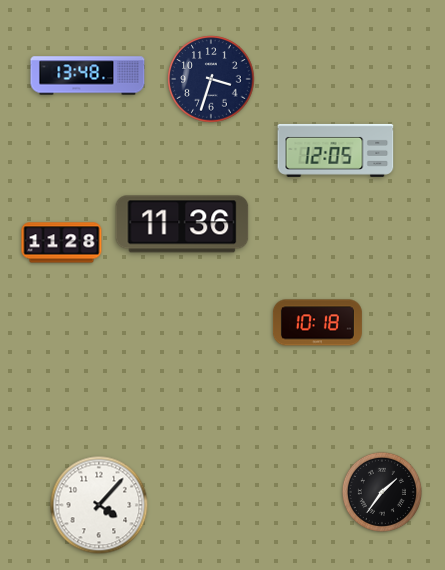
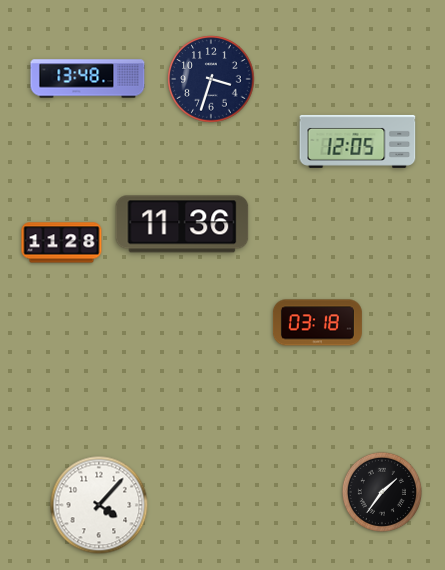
clock at (88, 76) position: (88, 76) -> (88, 79)
clock at (336, 150) position: (336, 150) -> (358, 141)
clock at (317, 323): 10:18 -> 03:18
